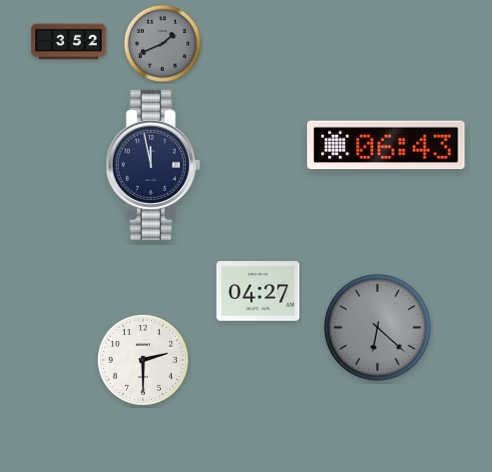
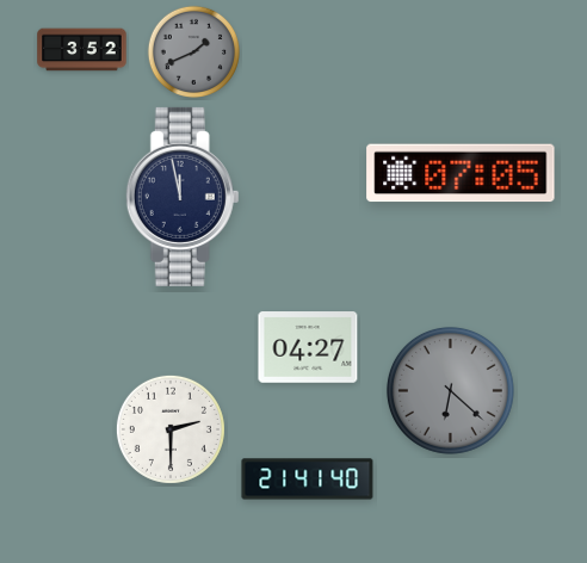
clock at (386, 145): 06:43 -> 07:05
clock at (308, 480): none -> 21:41
